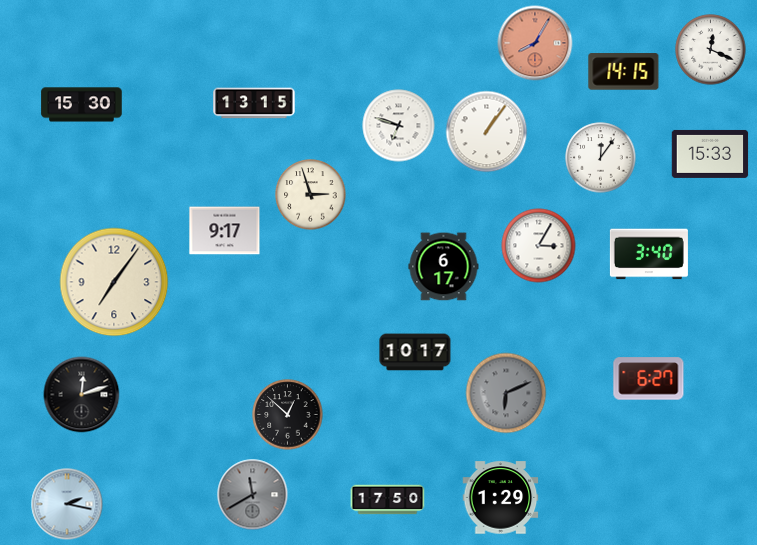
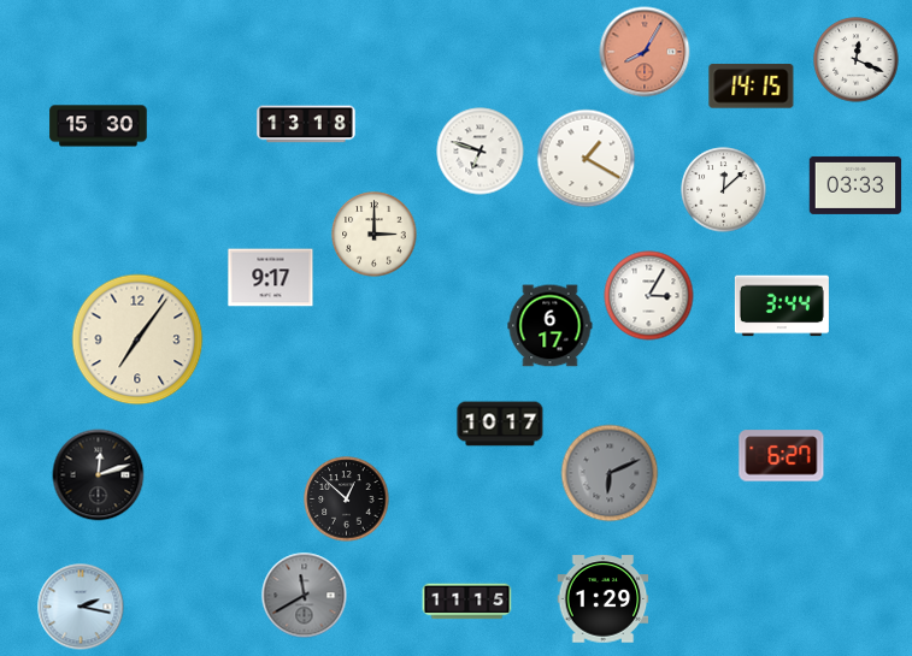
clock at (254, 103): 13:15 -> 13:18
clock at (487, 132): 1:06 -> 1:20
clock at (710, 154): 15:33 -> 03:33
clock at (601, 158): 12:06 -> 12:08
clock at (311, 195): 2:57 -> 3:00
clock at (649, 254): 3:40 -> 3:44
clock at (444, 267) position: (444, 267) -> (551, 326)
clock at (388, 500): 17:50 -> 11:15
